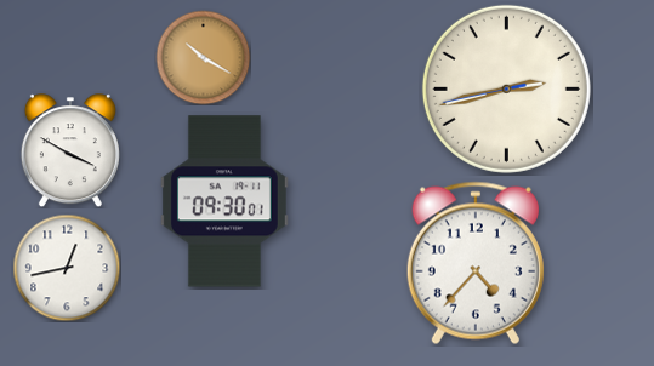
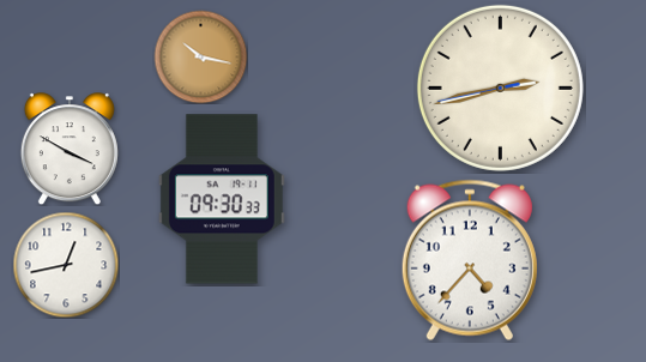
clock at (203, 57): 10:20 -> 10:17
clock at (224, 201): 09:30:01 -> 09:30:33
